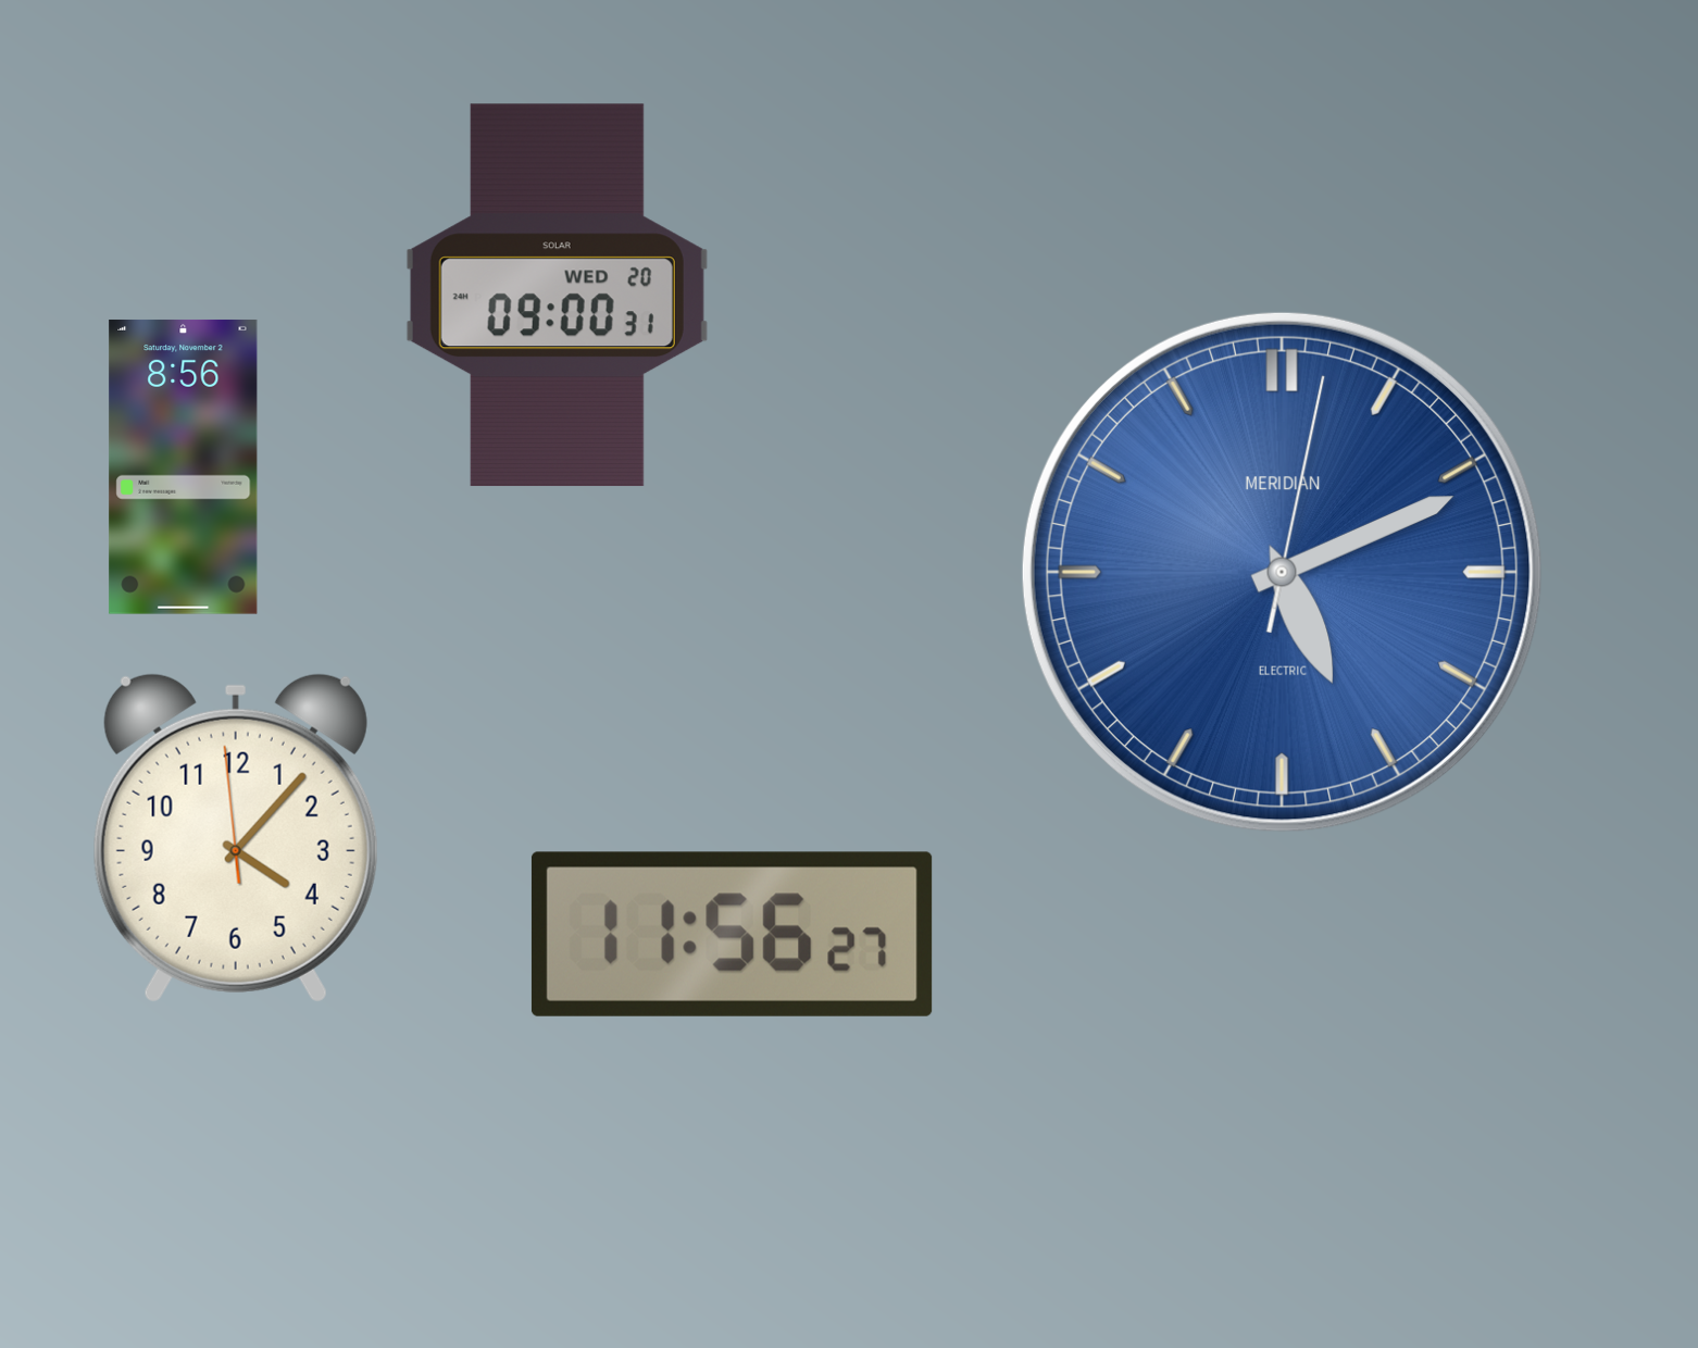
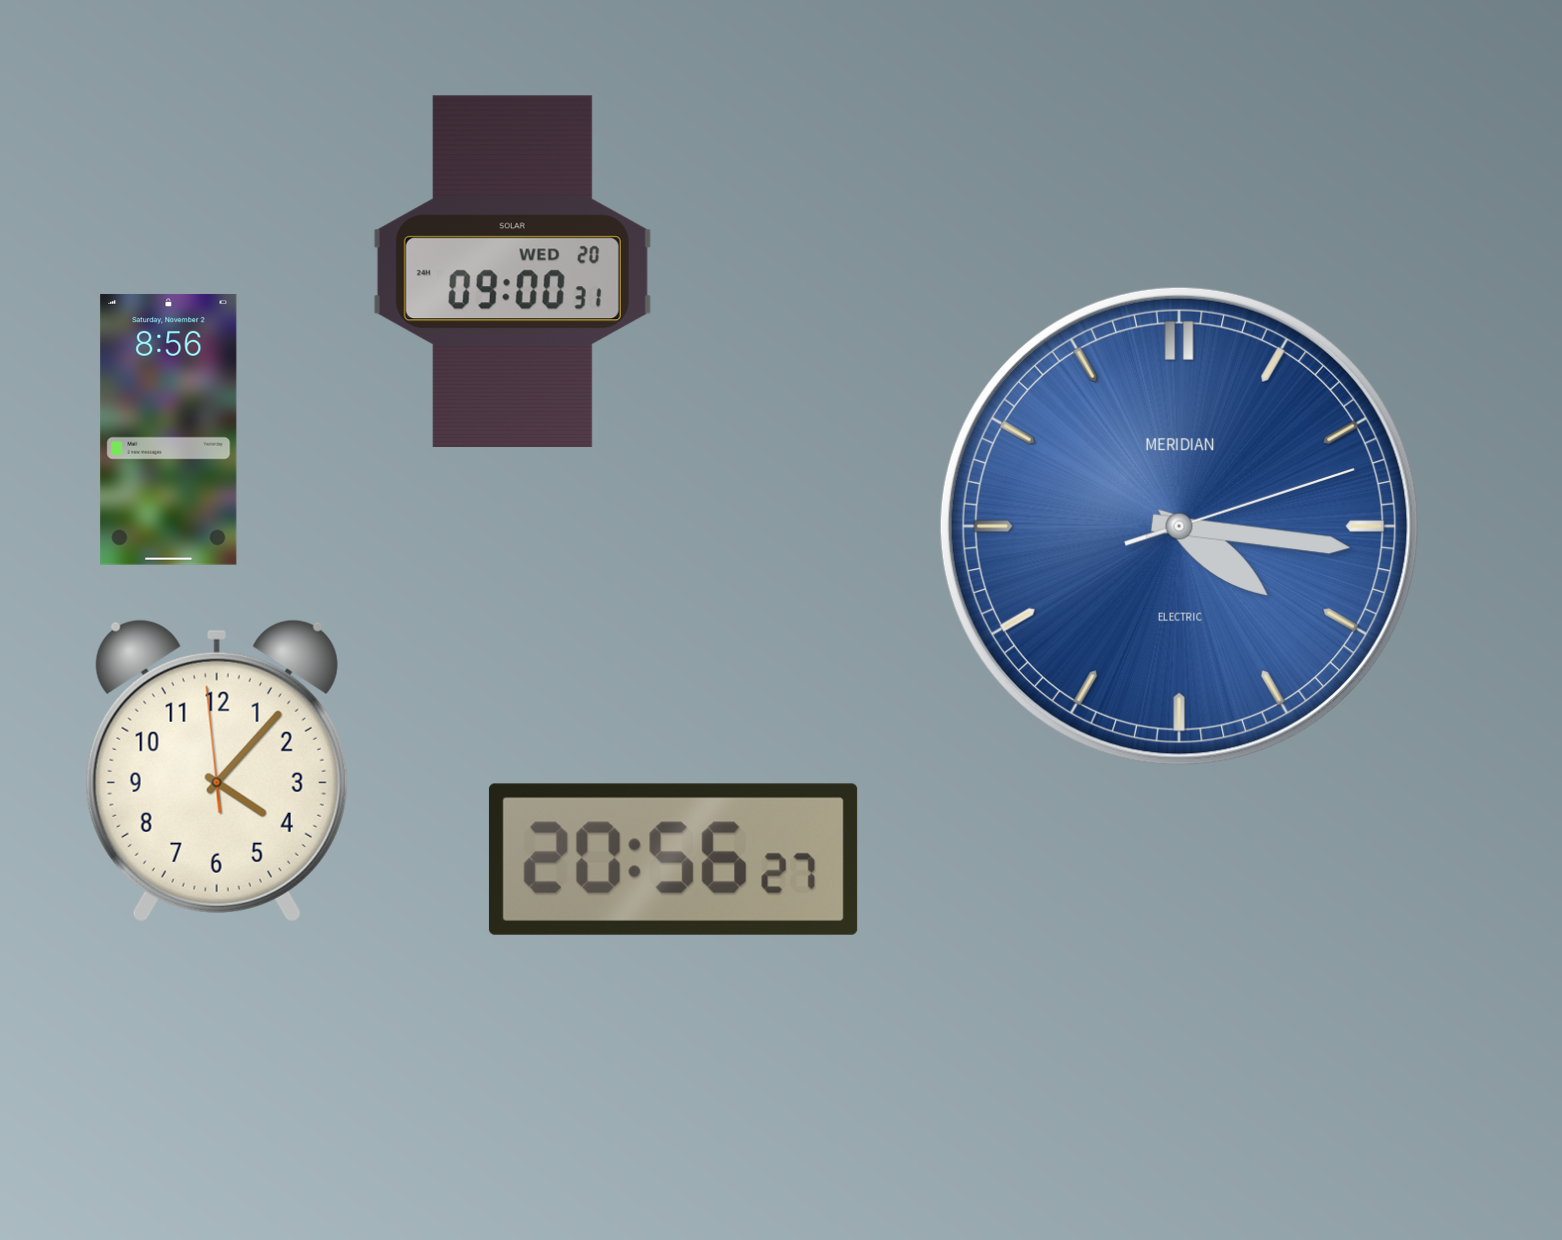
clock at (1282, 572): 5:11 -> 4:16
clock at (732, 934): 11:56 -> 20:56
